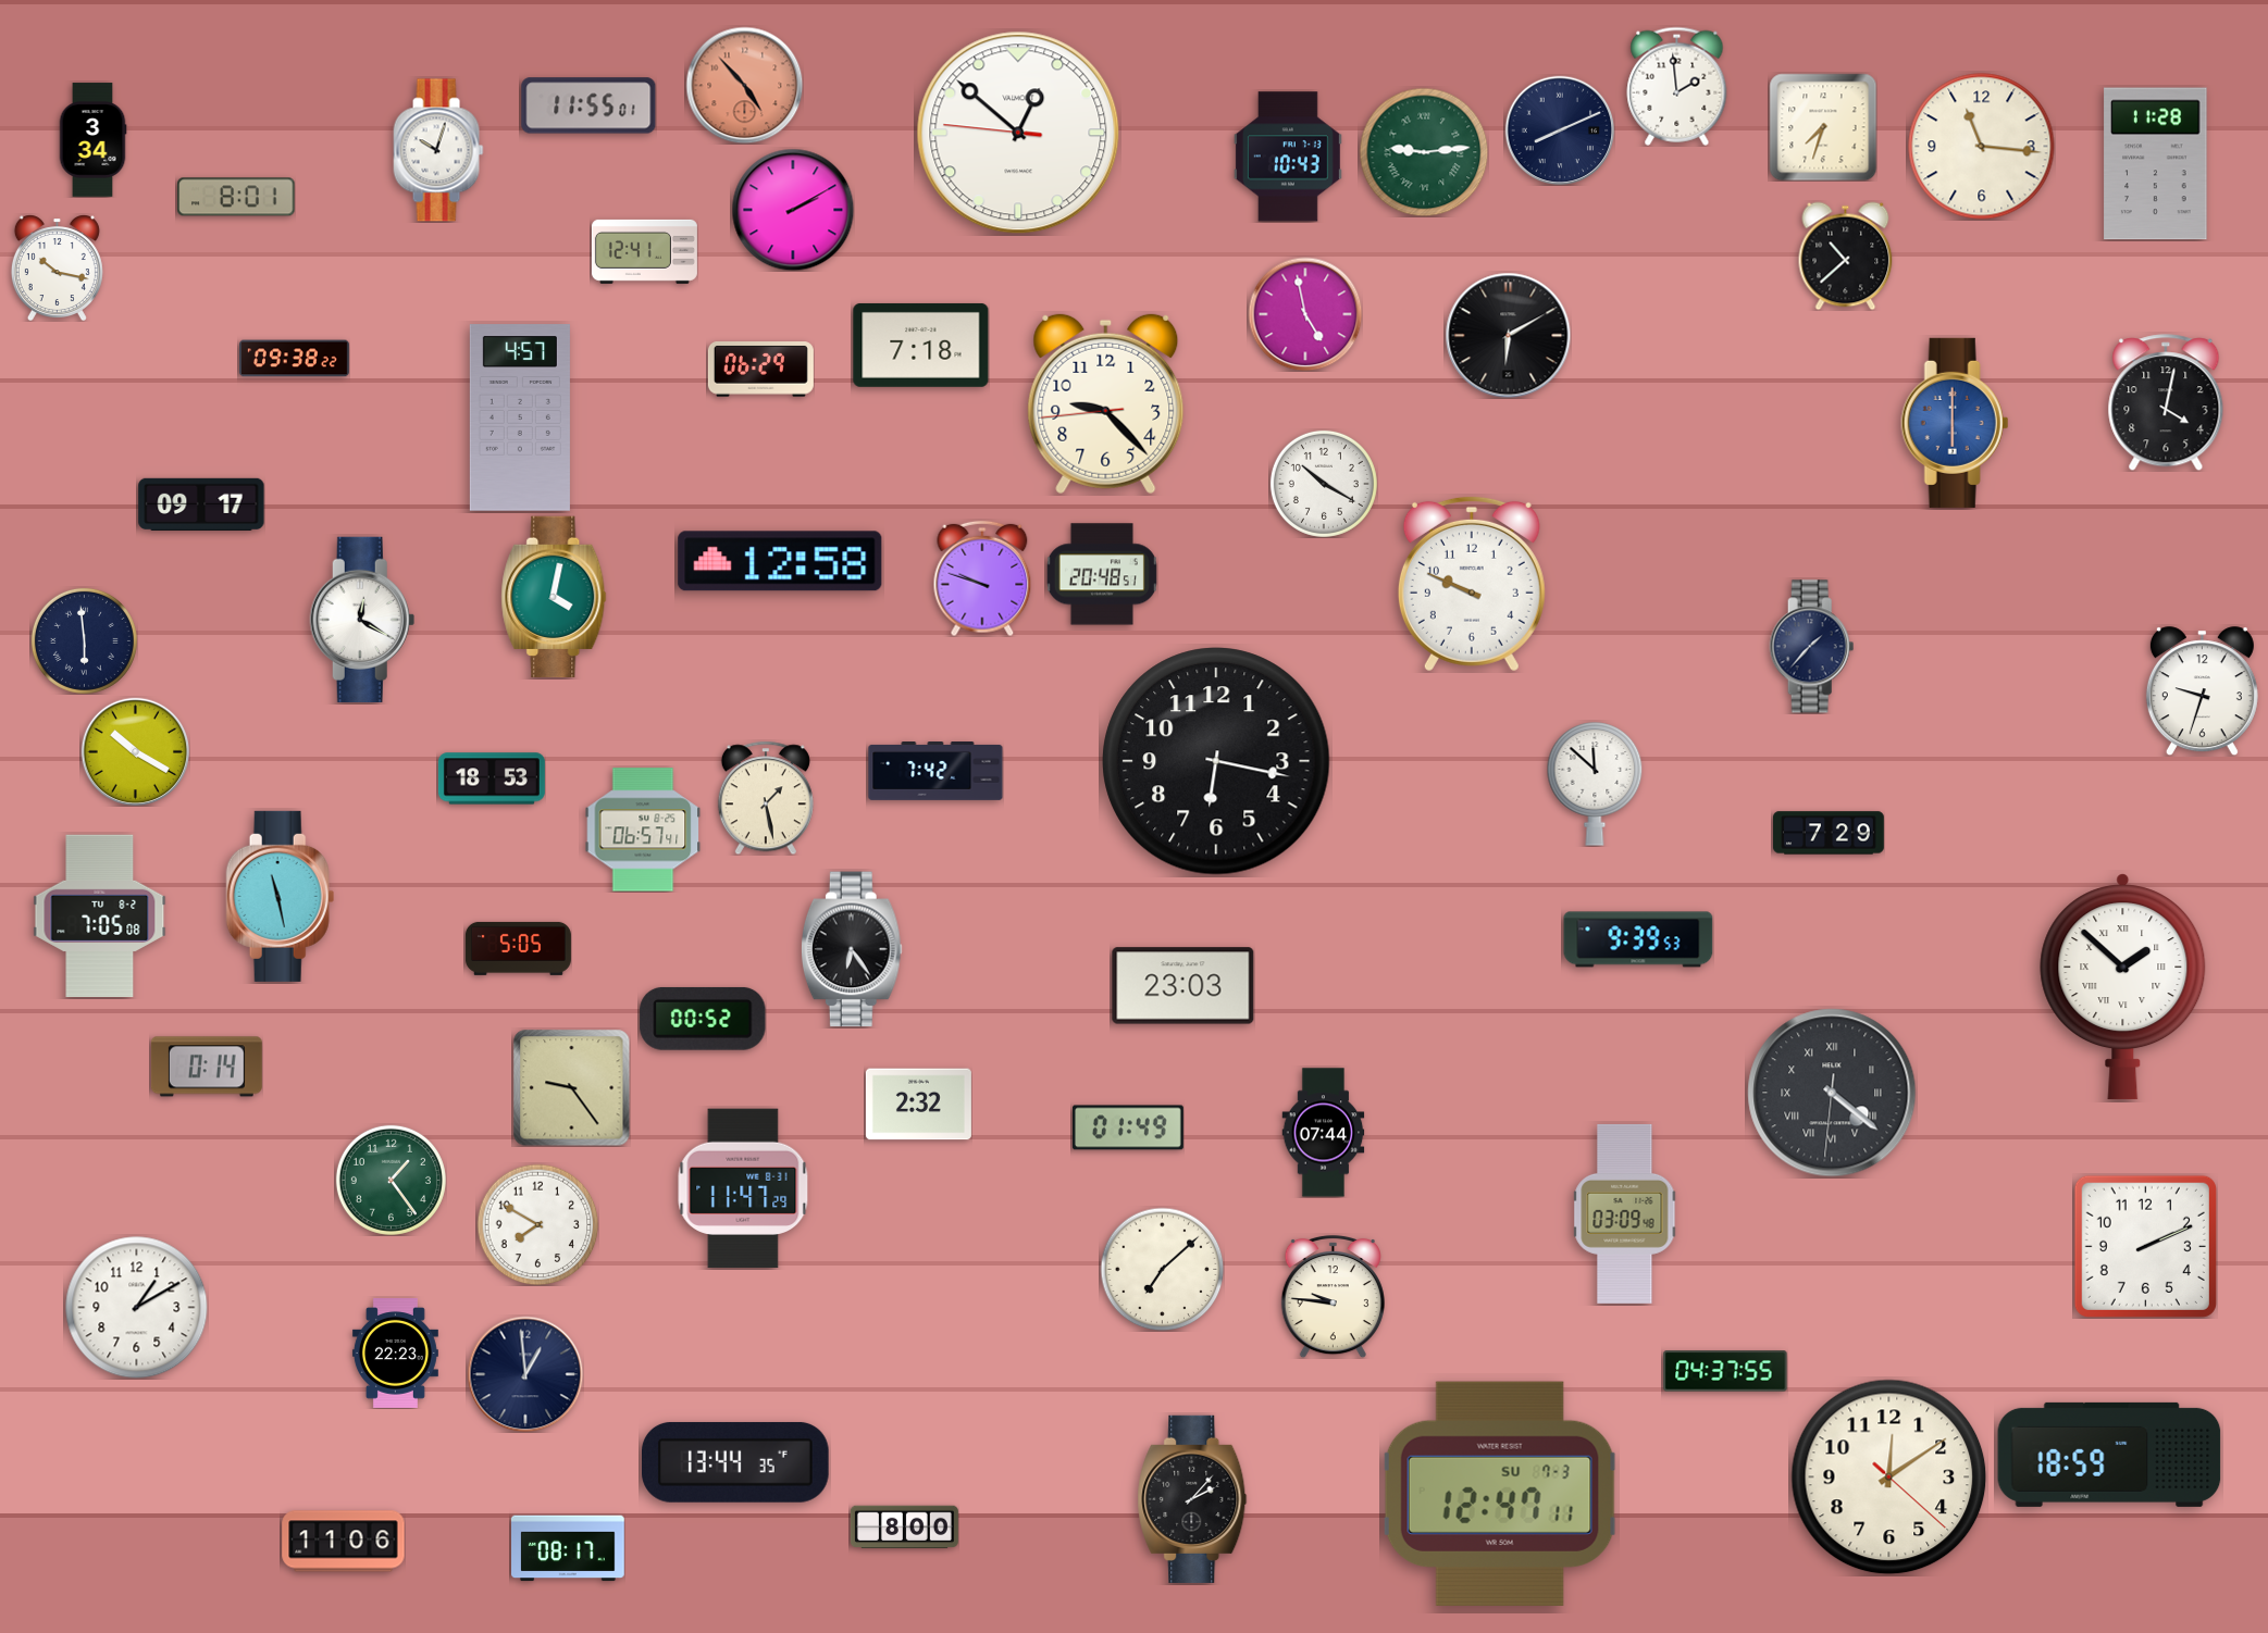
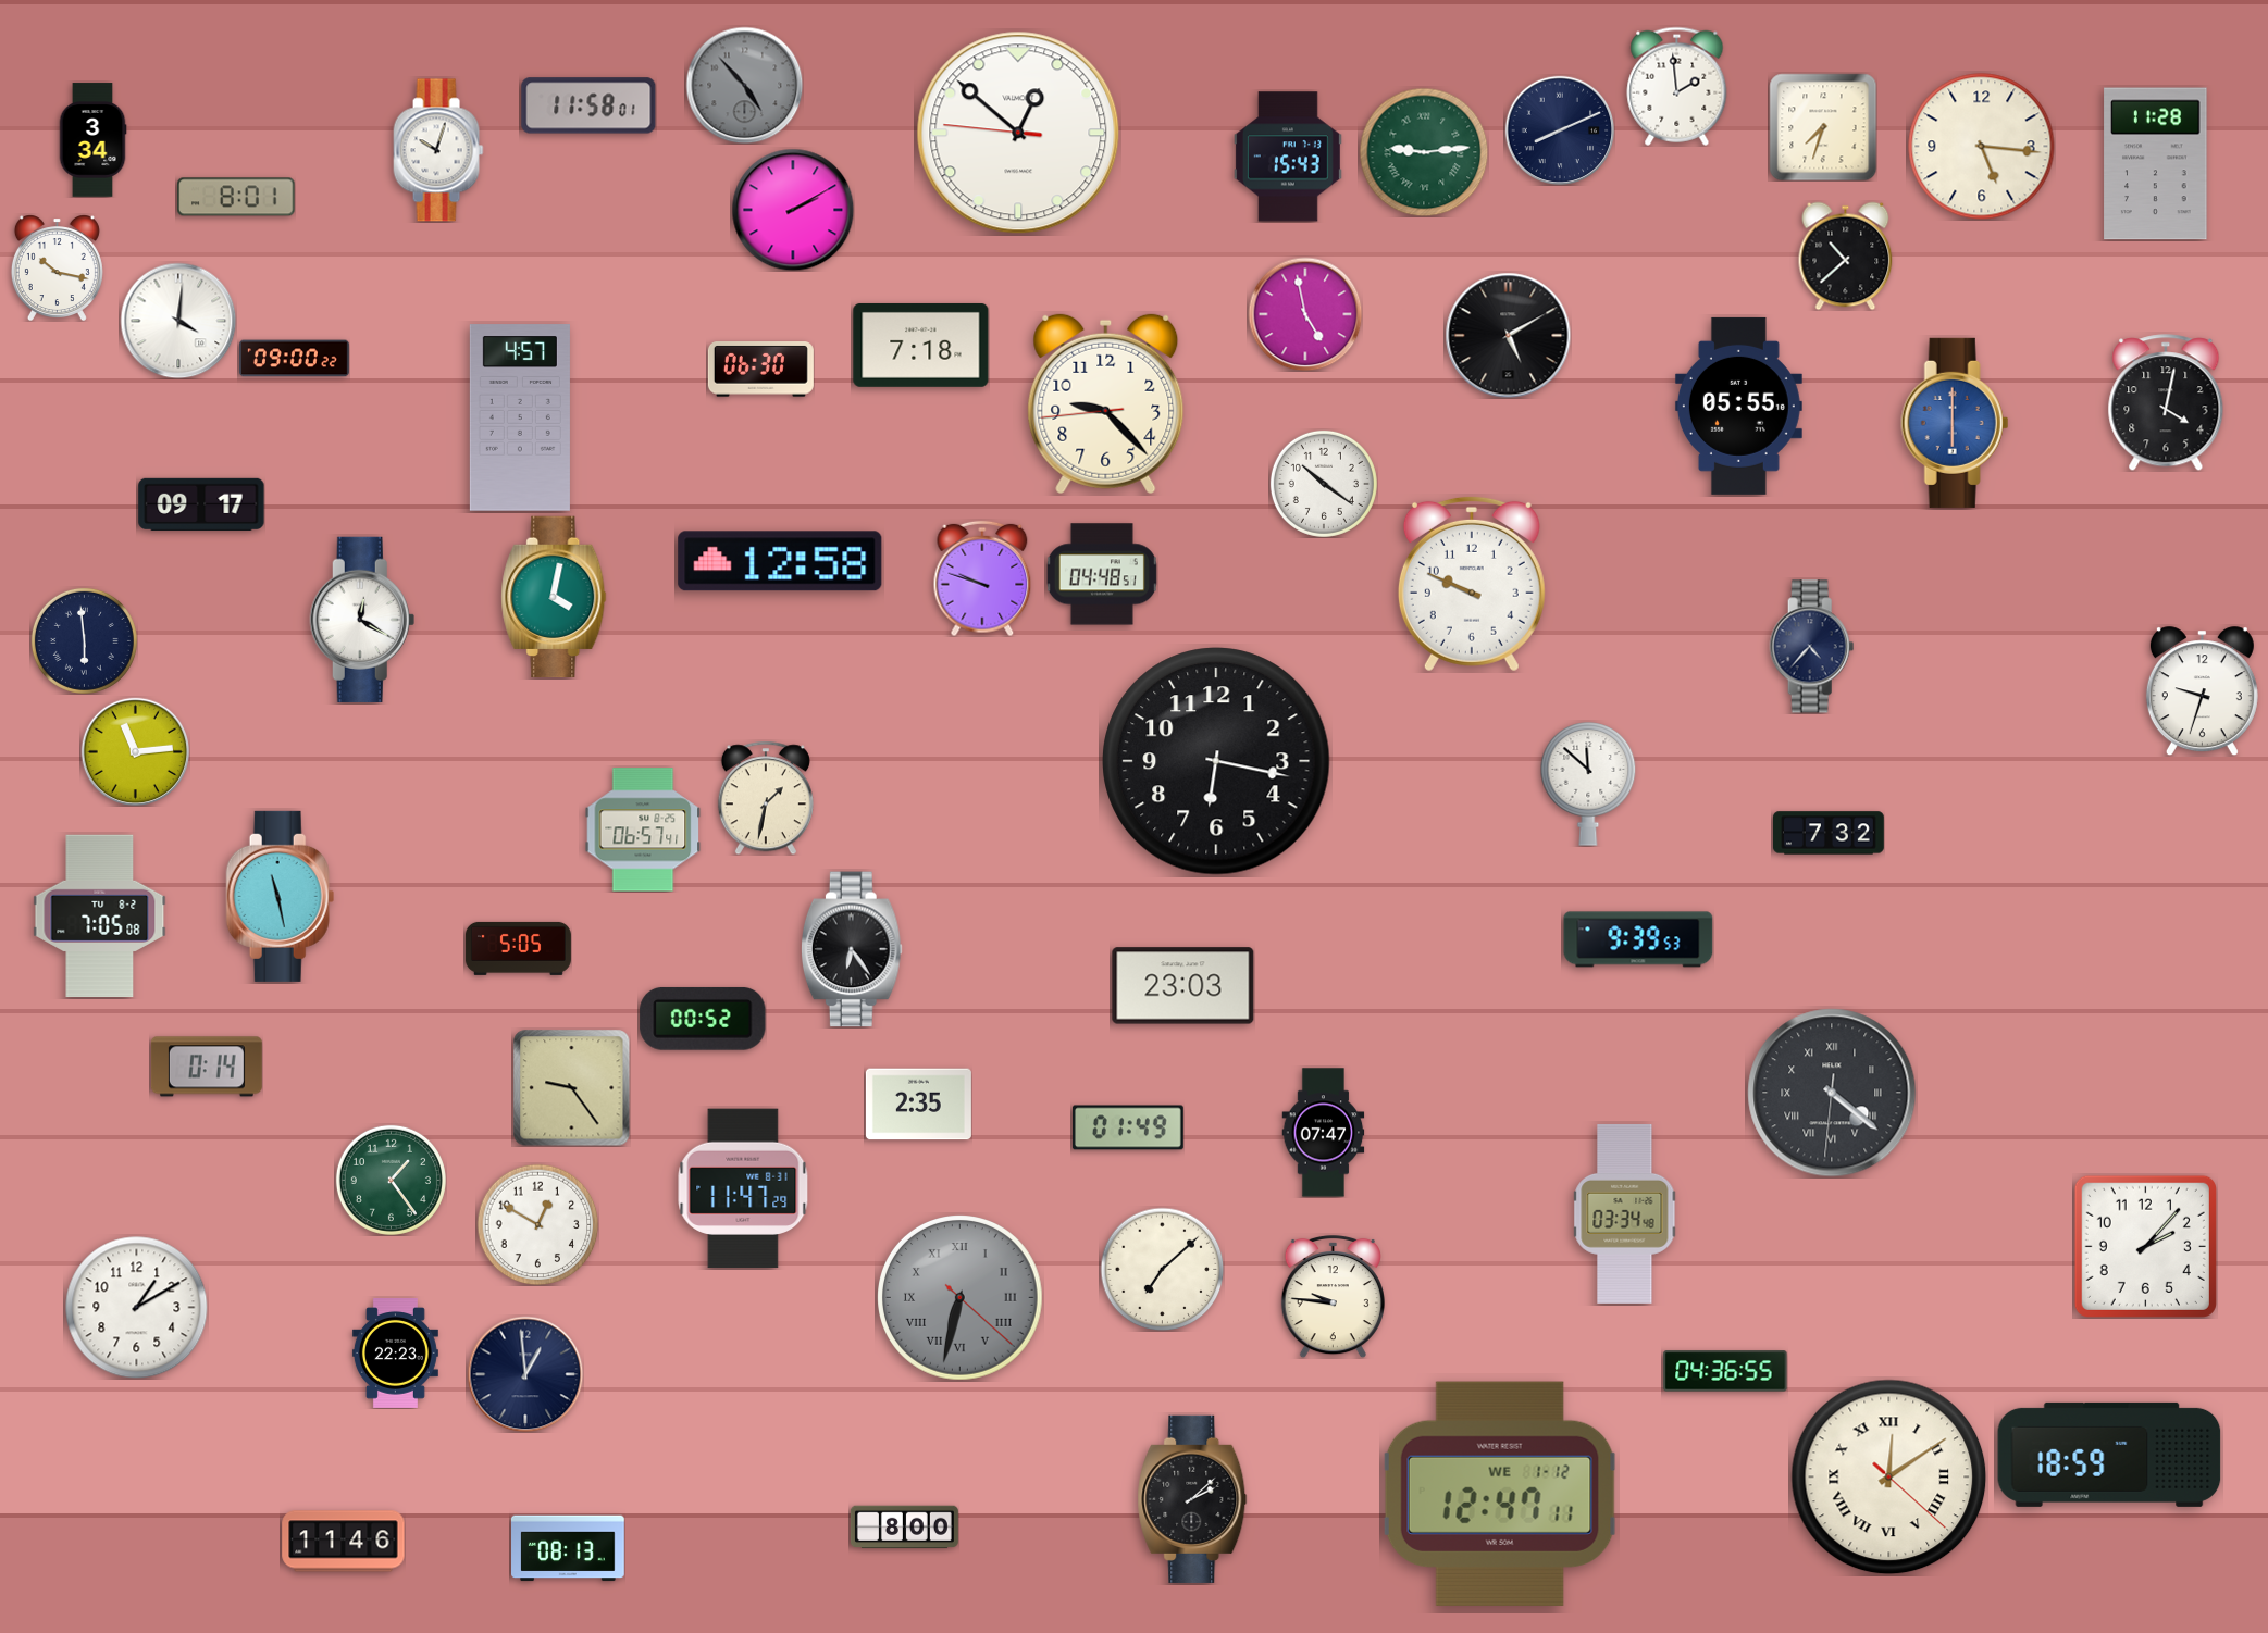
clock at (744, 85) dial: salmon -> grey
clock at (588, 105): 11:55 -> 11:58
clock at (1982, 147): 11:16 -> 5:16
clock at (1288, 157): 10:43 -> 15:43
clock at (644, 251): 12:41 -> none
clock at (178, 321): none -> 4:01
clock at (1508, 335): 6:10 -> 5:10
clock at (295, 359): 09:38 -> 09:00
clock at (760, 370): 06:29 -> 06:30
clock at (1738, 406): none -> 05:55
clock at (1324, 484): 10:20 -> 10:21
clock at (1102, 574): 20:48 -> 04:48
clock at (1812, 647): 1:37 -> 4:37
clock at (135, 751): 10:20 -> 11:14
clock at (935, 772): 7:42 -> none
clock at (492, 778): 18:53 -> none
clock at (1595, 784) position: (1595, 784) -> (1588, 784)
clock at (766, 798): 1:28 -> 1:32
clock at (1830, 833): 7:29 -> 7:32
clock at (2123, 987): 1:52 -> none
clock at (918, 1105): 2:32 -> 2:35
clock at (1324, 1133): 07:44 -> 07:47
clock at (1625, 1213): 03:09 -> 03:34
clock at (537, 1224): 7:50 -> 12:50
clock at (2145, 1246): 2:11 -> 2:07
clock at (961, 1298): none -> 6:32
clock at (1725, 1371): 04:37 -> 04:36
clock at (736, 1462): 13:44 -> none
clock at (1889, 1478) numerals: Arabic -> Roman
clock at (1500, 1494) date: SU 7-3 -> WE 1-12
clock at (1192, 1499): 2:07 -> 2:08
clock at (344, 1542): 11:06 -> 11:46
clock at (569, 1548): 08:17 -> 08:13
